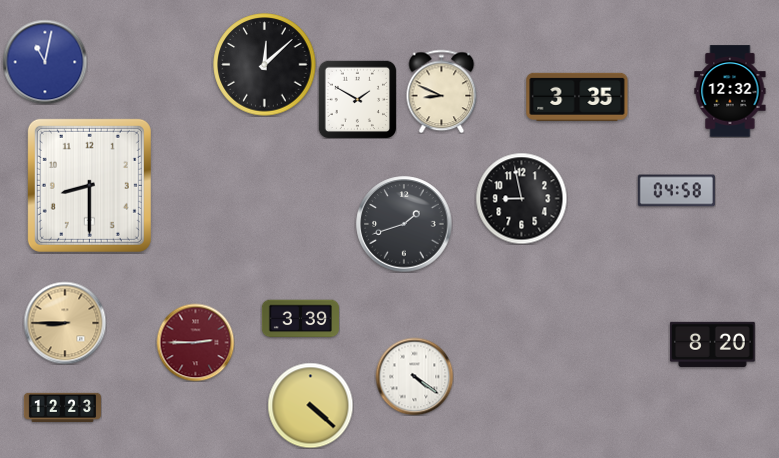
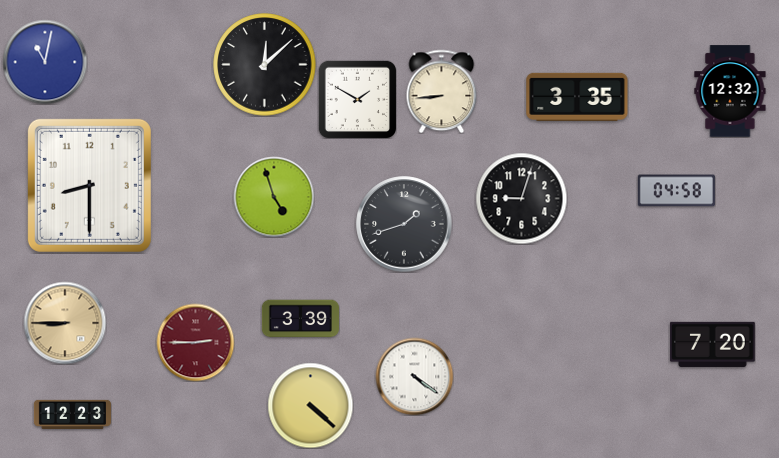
clock at (442, 91): 8:49 -> 8:44
clock at (274, 197): none -> 4:57
clock at (521, 198): 8:58 -> 9:03
clock at (712, 344): 8:20 -> 7:20
clock at (62, 407) position: (62, 407) -> (72, 414)
